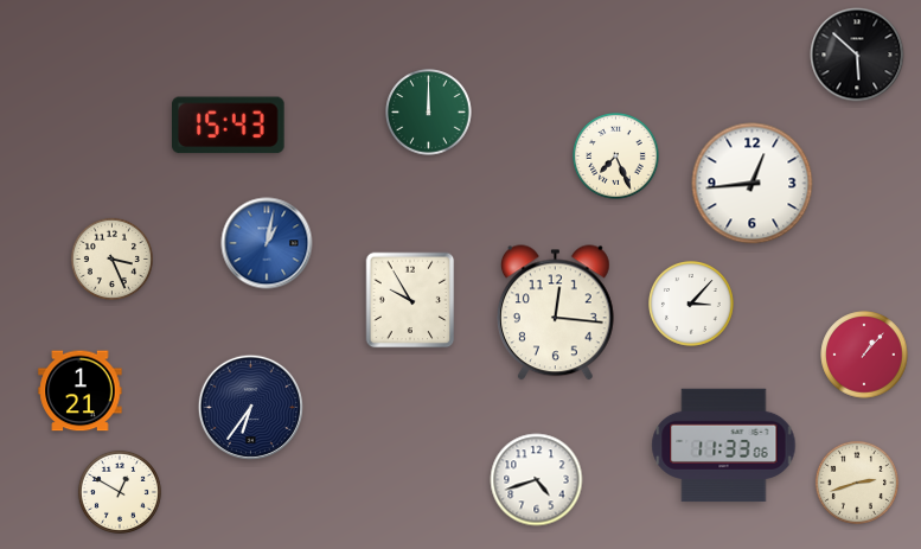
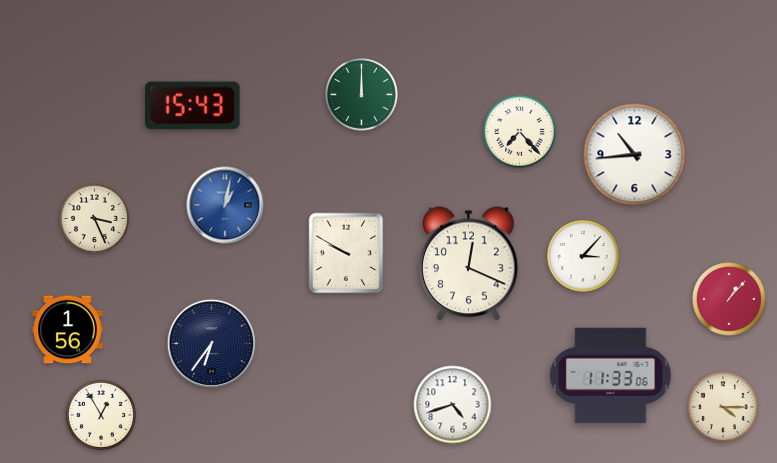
clock at (857, 55): 5:52 -> none
clock at (616, 157): 7:26 -> 7:23
clock at (753, 184): 12:44 -> 10:44
clock at (410, 300): 9:55 -> 9:50
clock at (555, 313): 12:16 -> 12:19
clock at (81, 391): 1:21 -> 1:56
clock at (857, 483): 2:42 -> 4:15
clock at (120, 492): 12:50 -> 12:55
